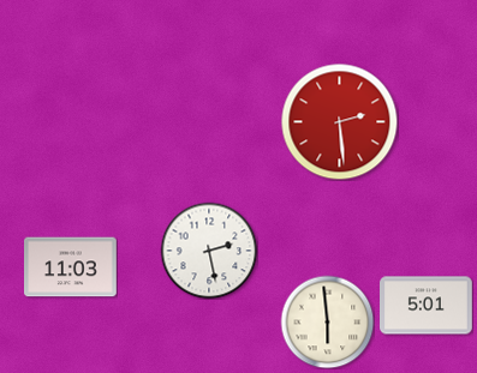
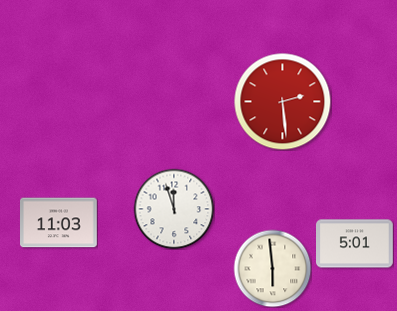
clock at (209, 251): 2:28 -> 11:57
clock at (427, 306) position: (427, 306) -> (355, 244)
